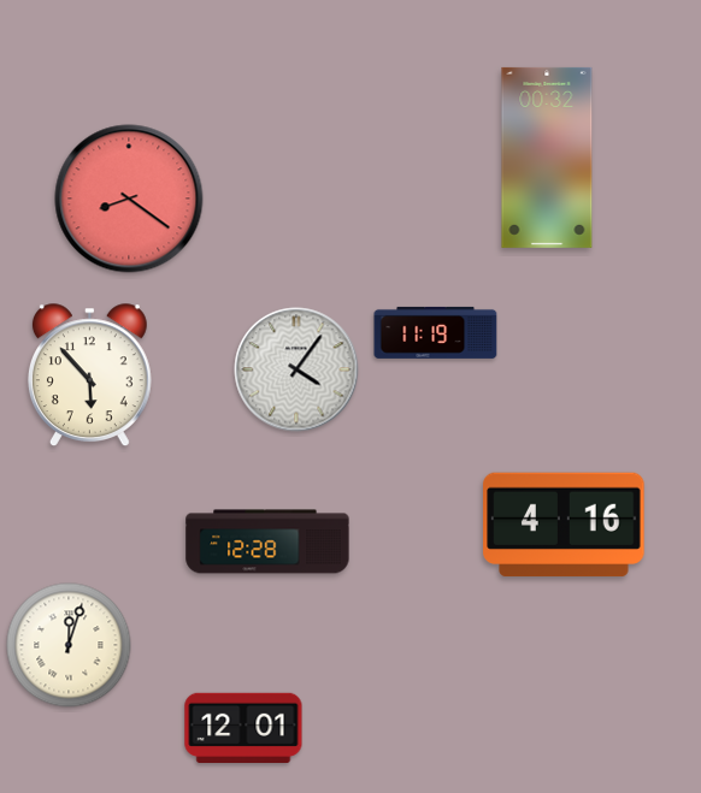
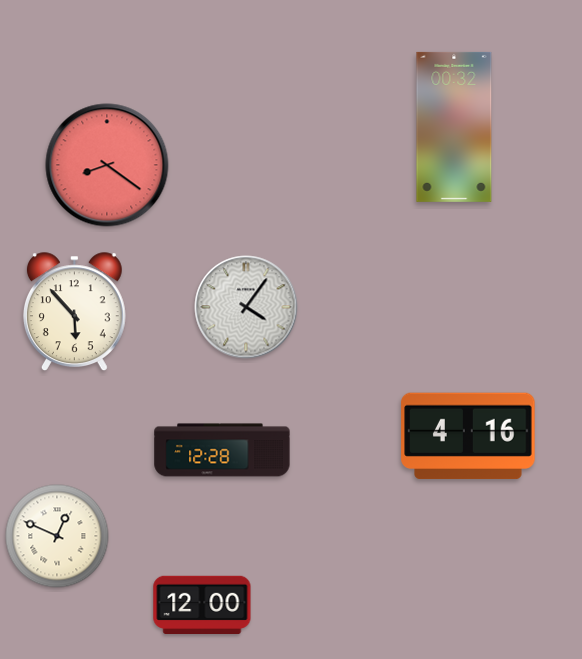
clock at (547, 158) position: (547, 158) -> (454, 127)
clock at (436, 332): 11:19 -> none
clock at (69, 645): 12:03 -> 12:49
clock at (243, 727): 12:01 -> 12:00
